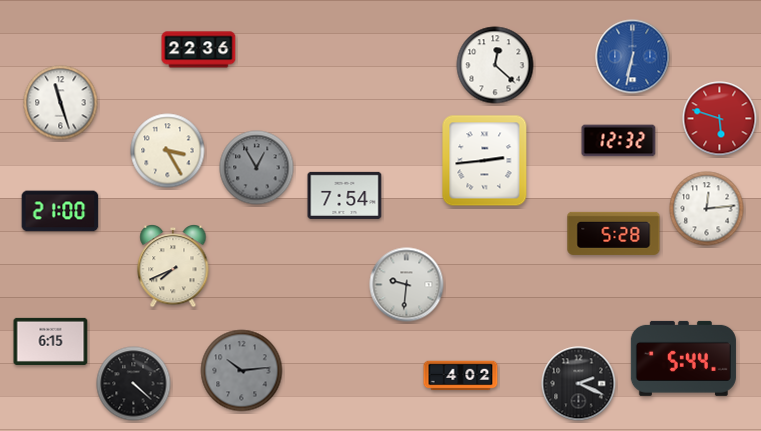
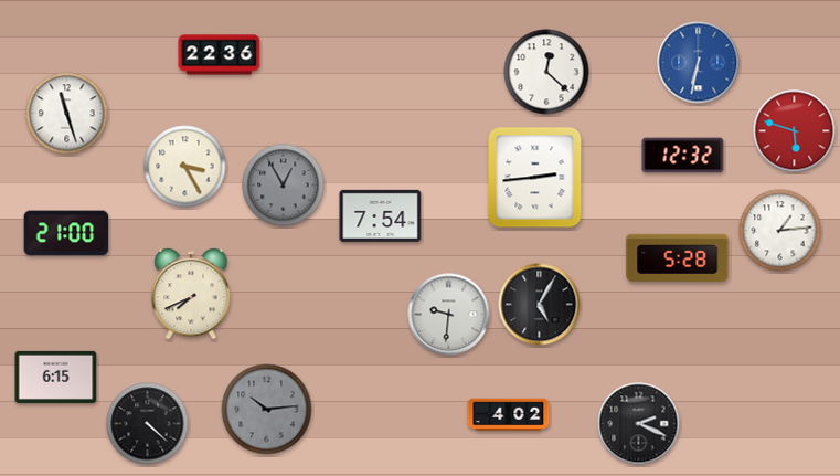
clock at (707, 209): 12:14 -> 1:14
clock at (540, 305): none -> 5:05
clock at (683, 358): 5:44 -> none
